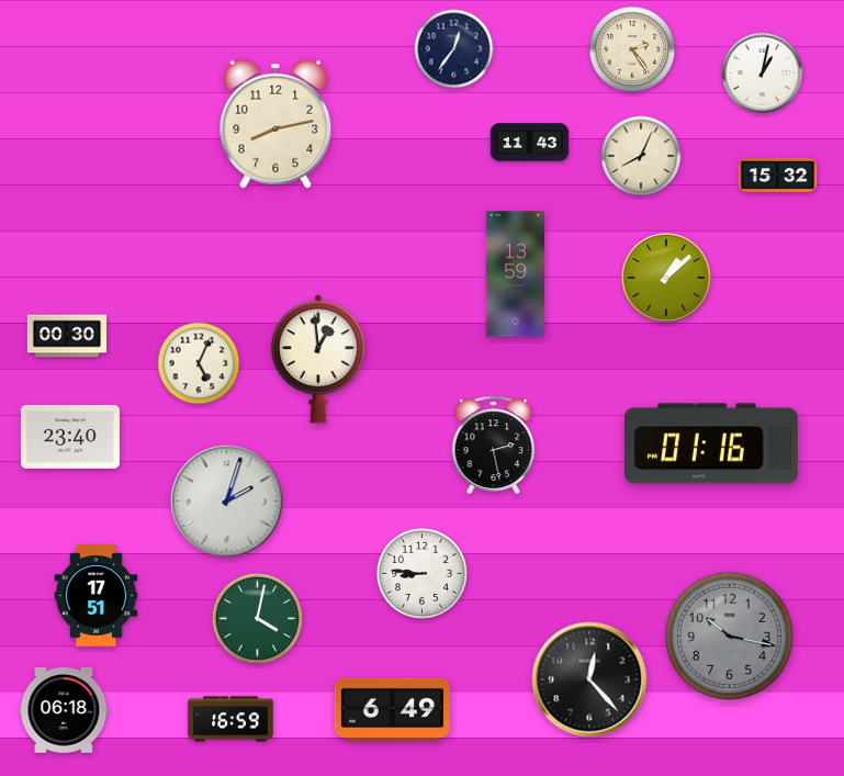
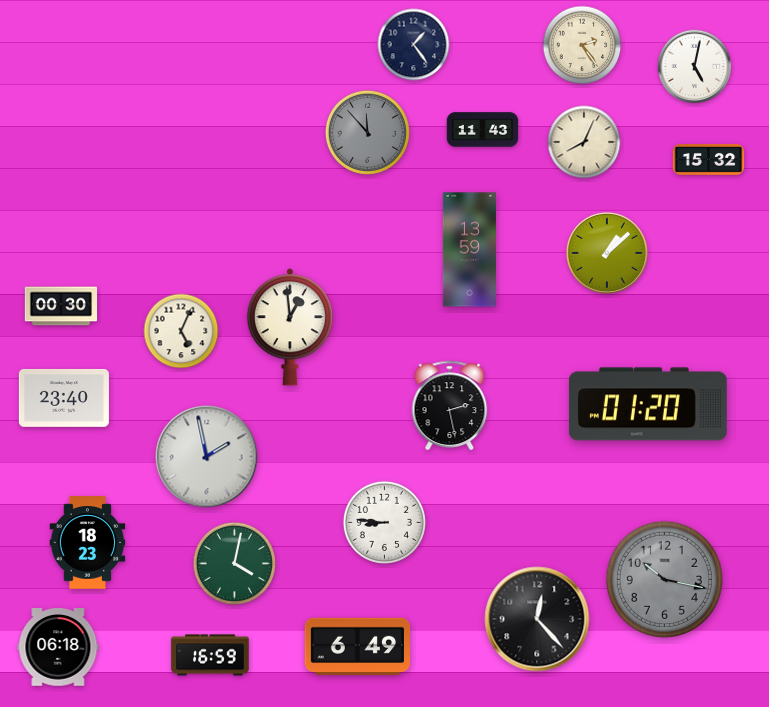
clock at (454, 49): 12:36 -> 1:24
clock at (632, 49) position: (632, 49) -> (582, 45)
clock at (763, 74): 1:02 -> 5:02
clock at (275, 124): 8:13 -> none
clock at (367, 132): none -> 11:53
clock at (711, 443): 01:16 -> 01:20
clock at (227, 502): 2:03 -> 1:58
clock at (97, 596): 17:51 -> 18:23
